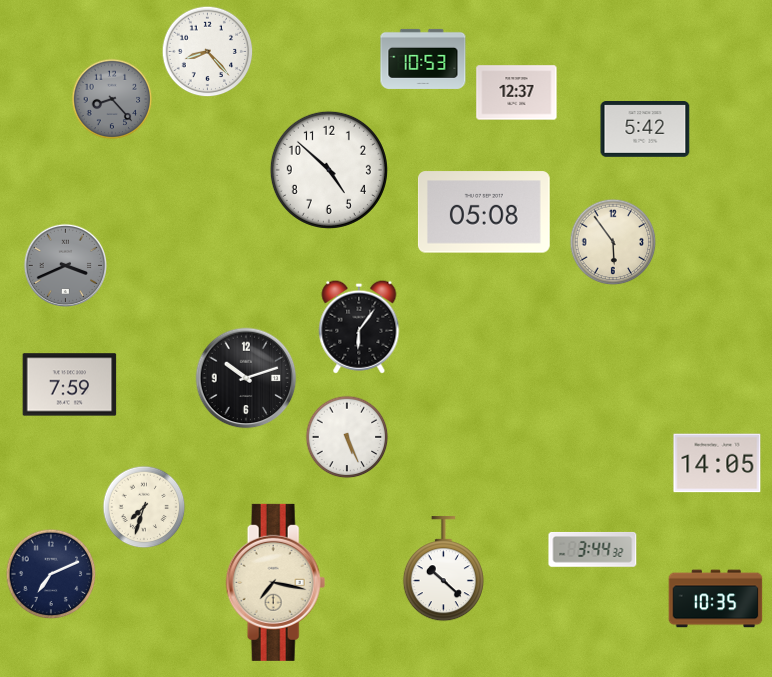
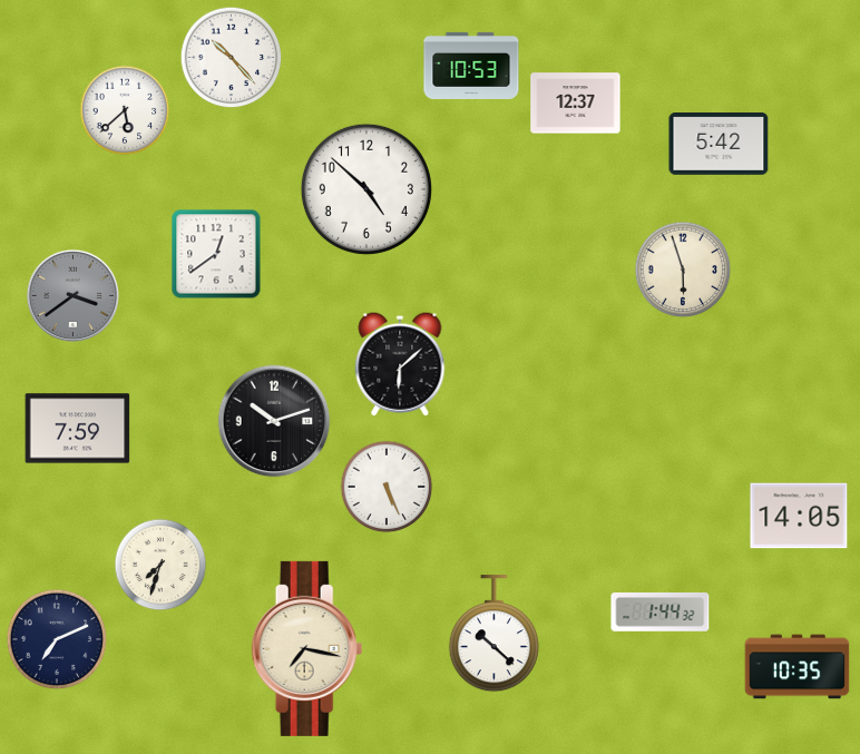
clock at (208, 52): 8:23 -> 10:23
clock at (112, 99): 8:23 -> 5:38
clock at (112, 99) dial: grey -> white
clock at (484, 212): 05:08 -> none
clock at (216, 254): none -> 12:39
clock at (613, 242): 5:54 -> 5:57
clock at (66, 266): 3:41 -> 3:39
clock at (359, 327): 6:06 -> 6:08
clock at (593, 549): 3:44 -> 1:44
